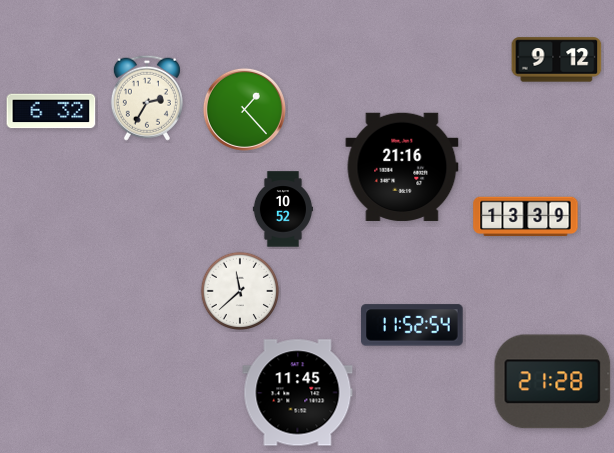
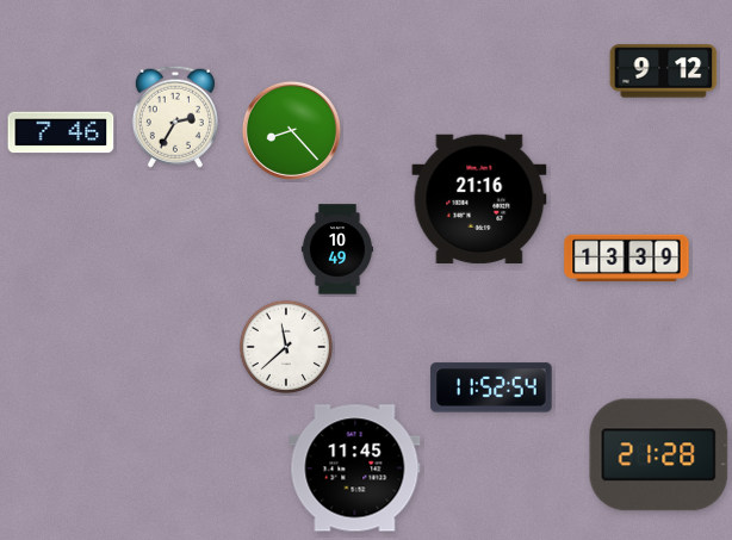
clock at (244, 109): 1:23 -> 8:23
clock at (51, 111): 6:32 -> 7:46
clock at (282, 209): 10:52 -> 10:49
